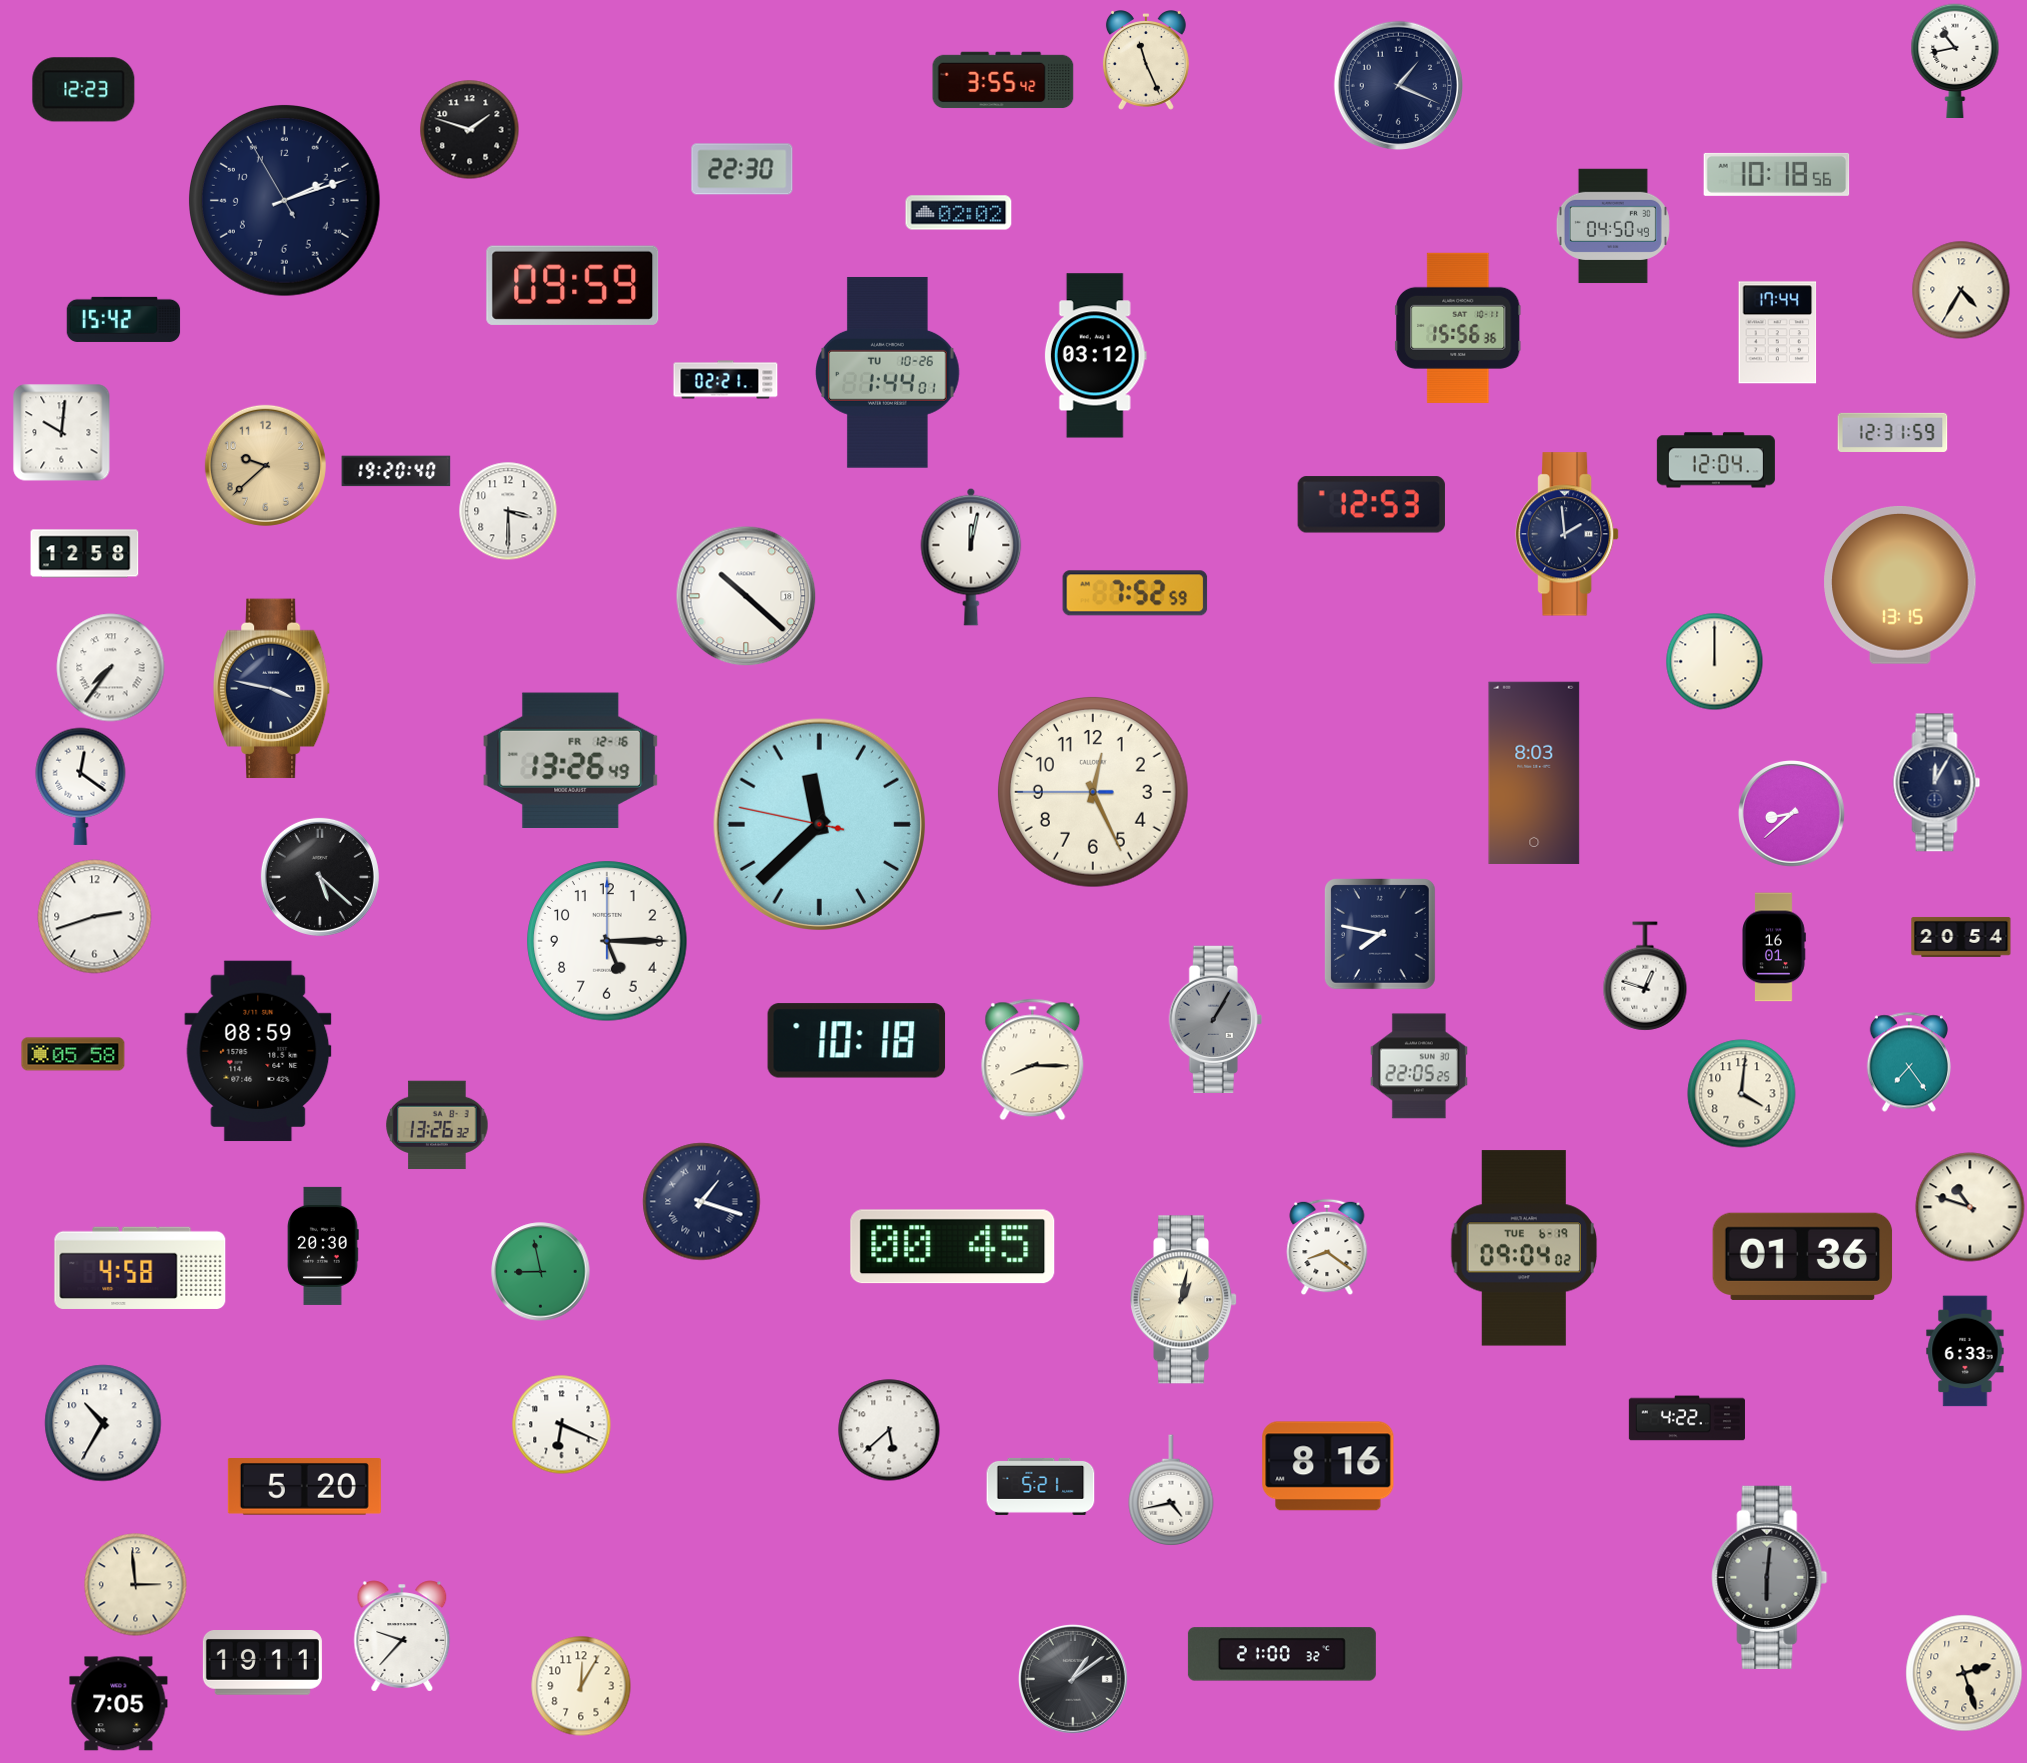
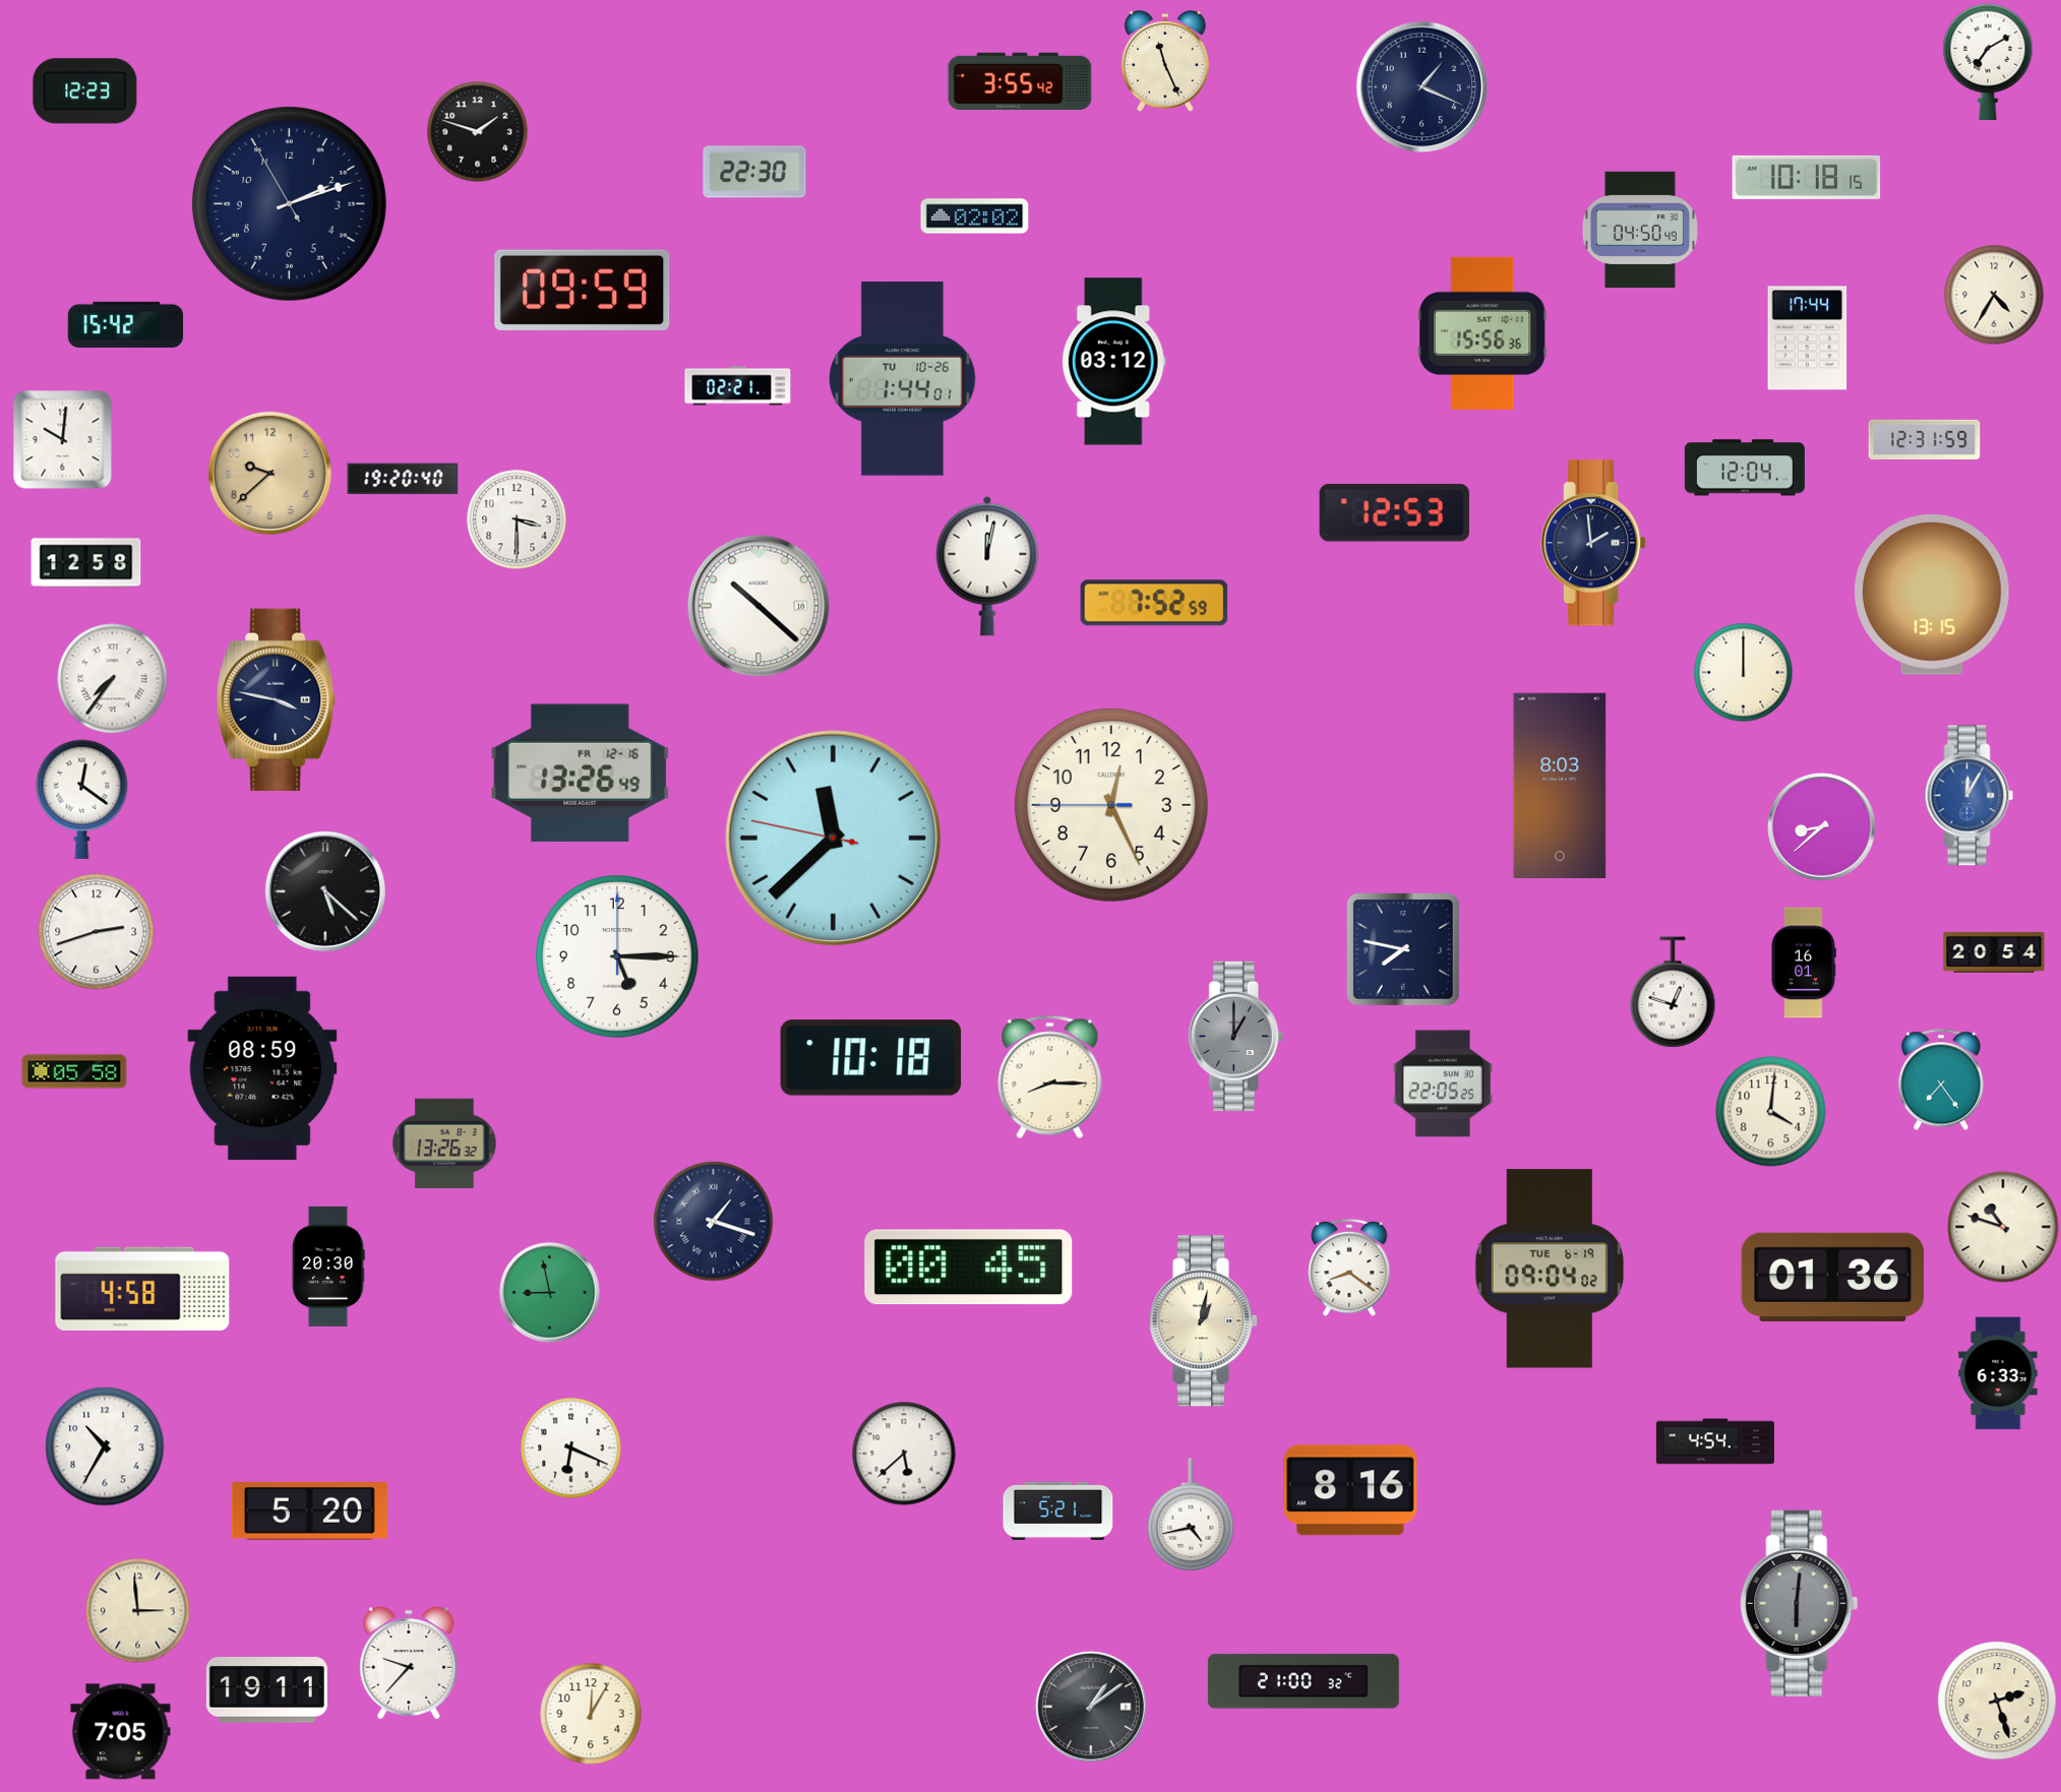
clock at (1955, 60): 10:43 -> 7:10
clock at (1777, 174): 10:18:56 -> 10:18:15
clock at (1937, 783) dial: navy -> blue
clock at (1215, 1019): 1:05 -> 1:00
clock at (1687, 1418): 4:22 -> 4:54
